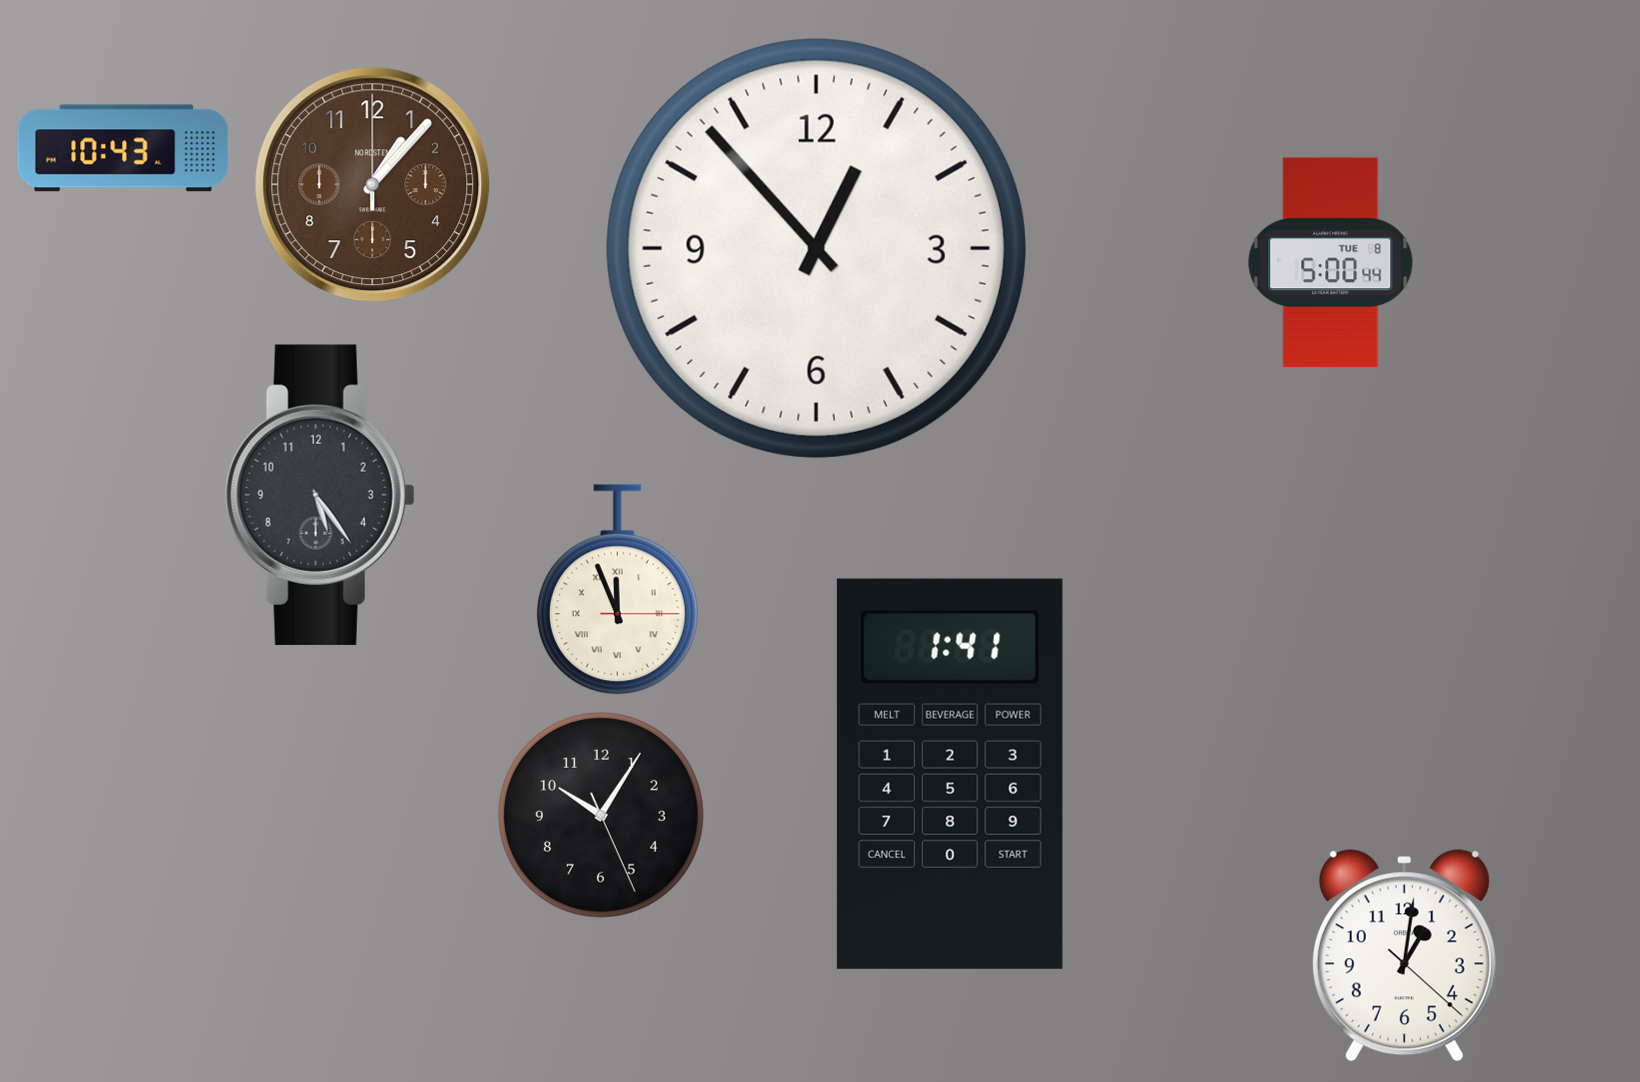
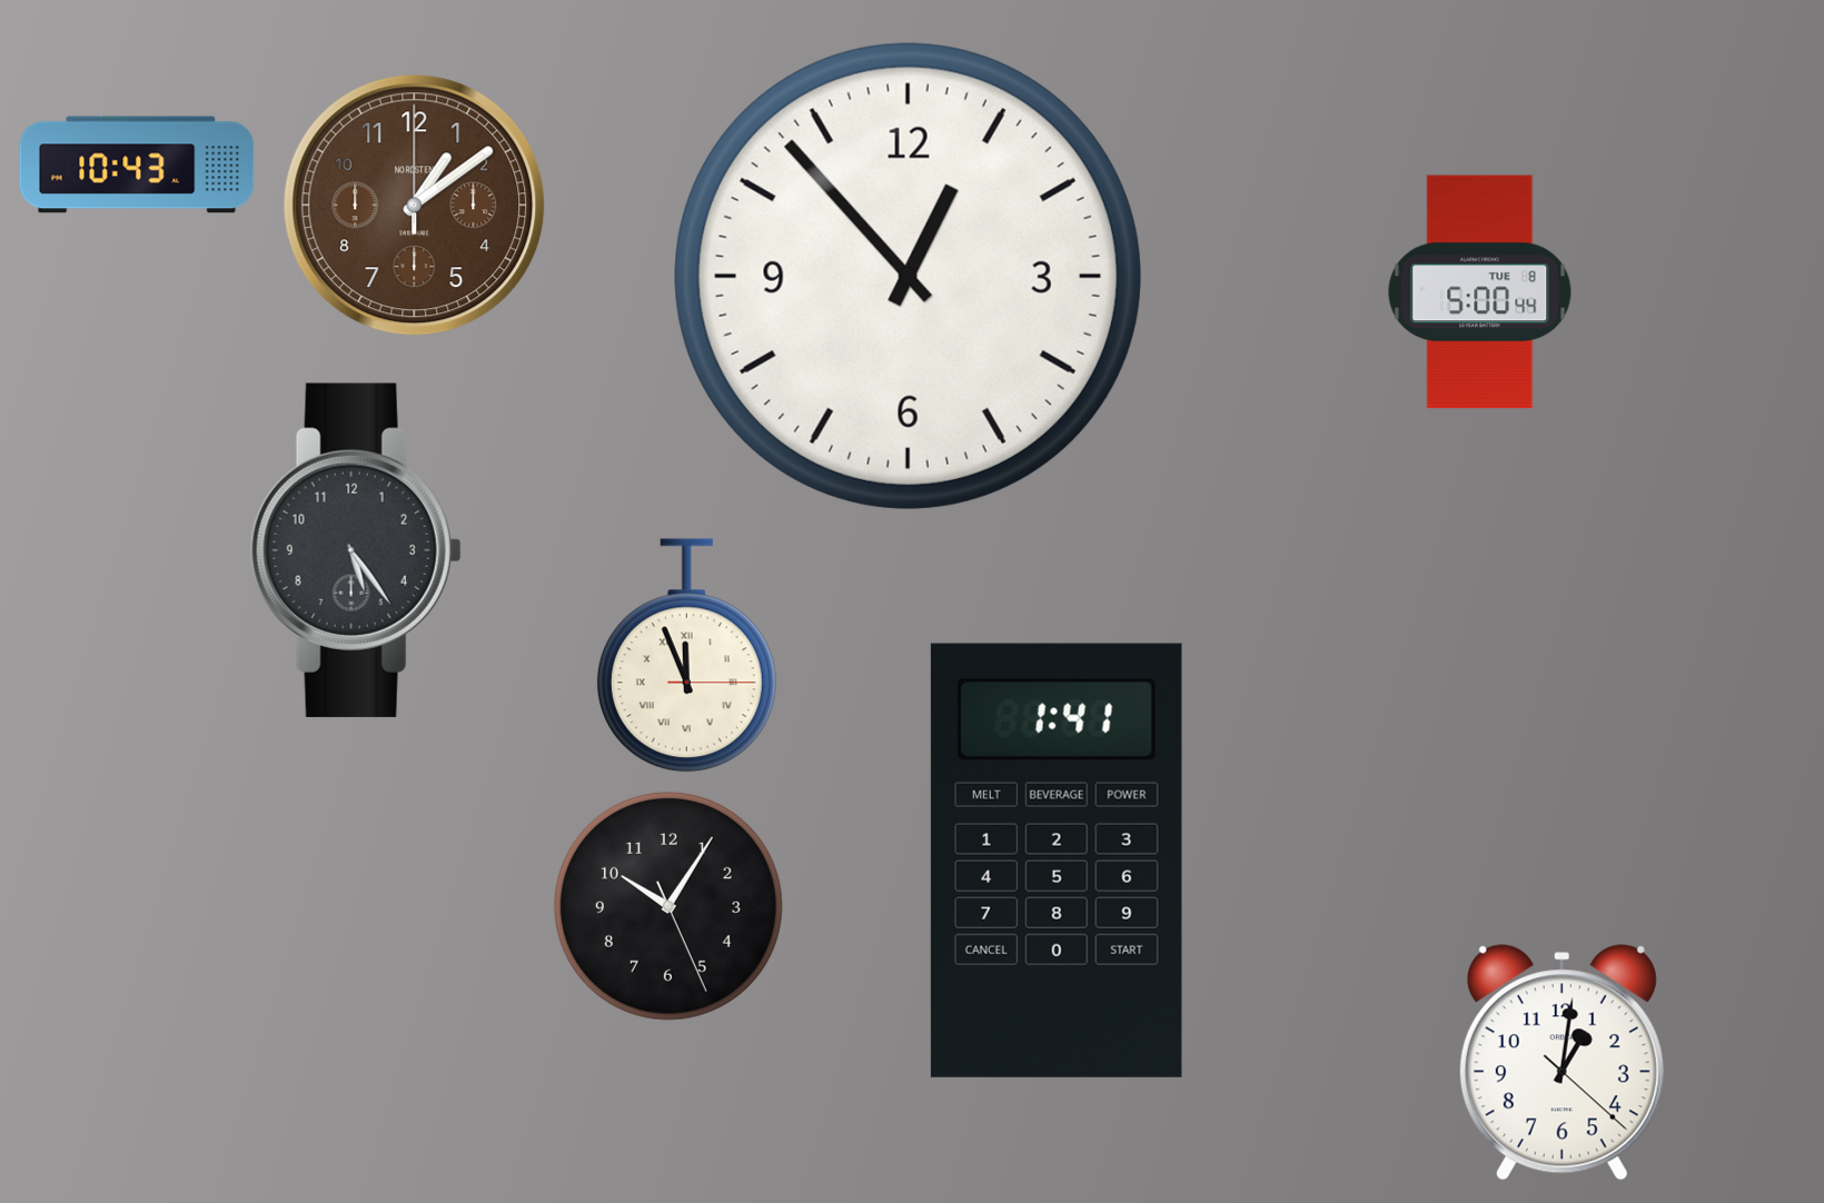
clock at (373, 185): 1:07 -> 1:09
